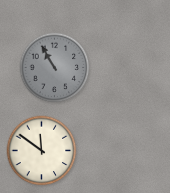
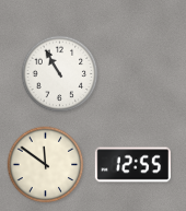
clock at (55, 68) dial: grey -> white
clock at (132, 165): none -> 12:55
